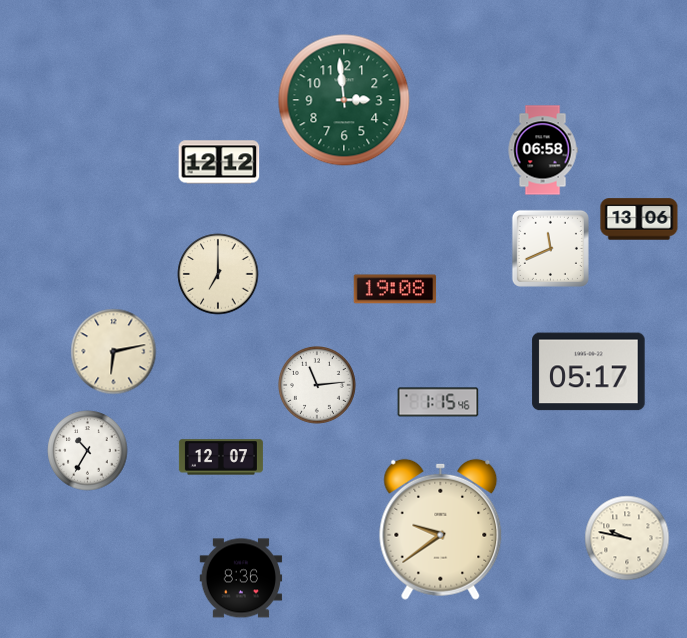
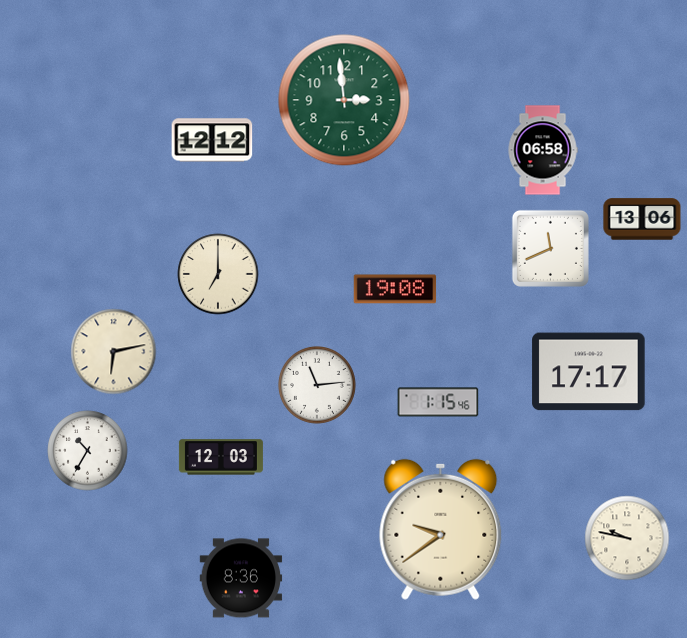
clock at (219, 162) position: (219, 162) -> (212, 140)
clock at (639, 219) position: (639, 219) -> (642, 219)
clock at (589, 372): 05:17 -> 17:17
clock at (221, 457): 12:07 -> 12:03
